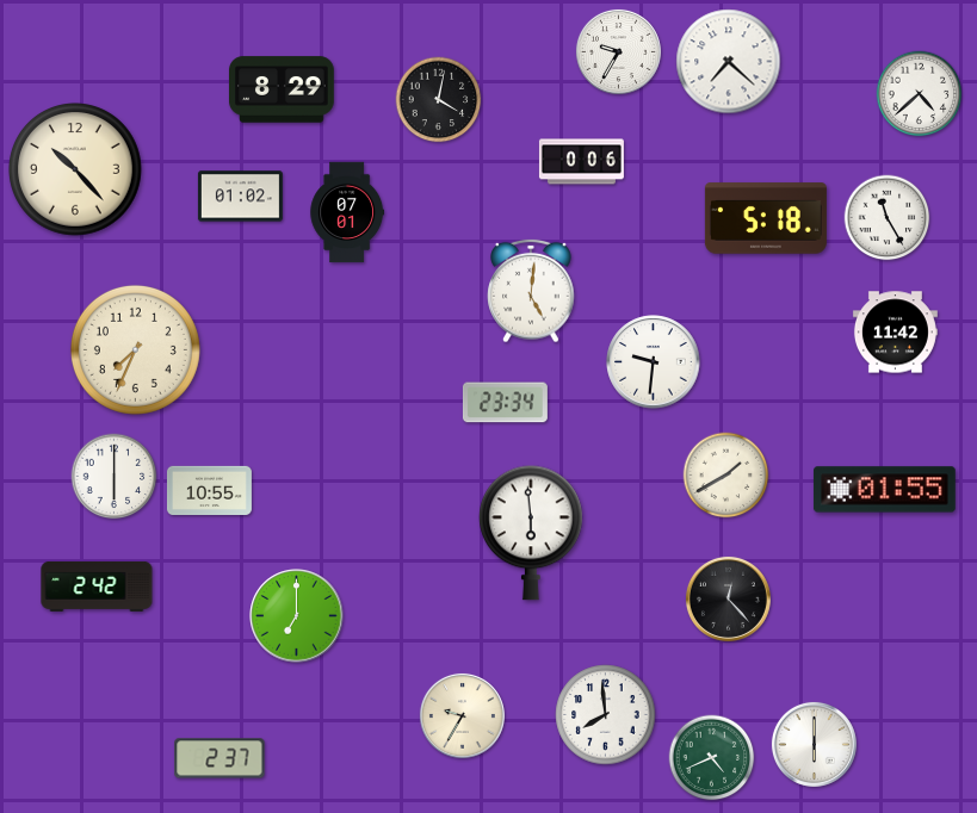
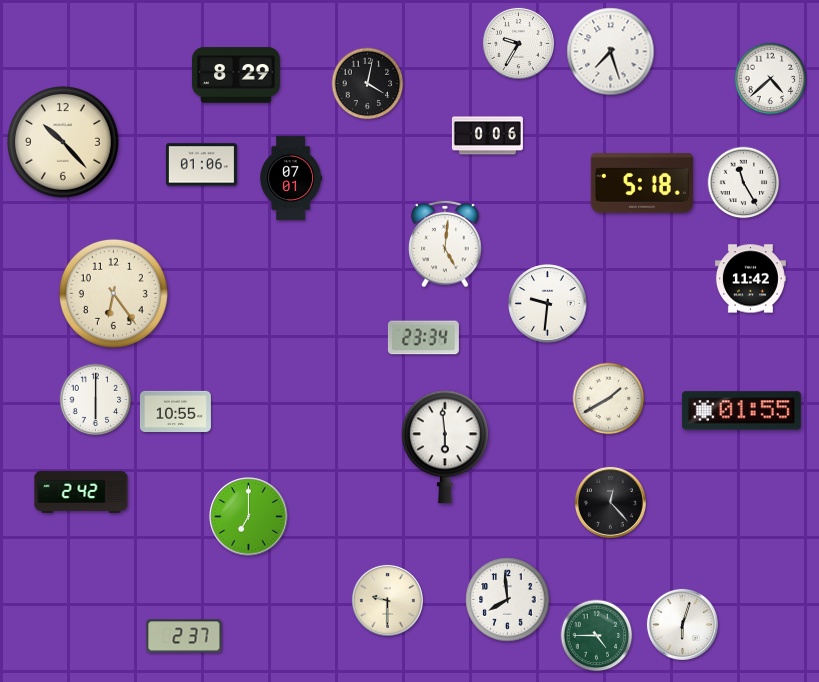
clock at (729, 62): 7:22 -> 7:27
clock at (240, 197): 01:02 -> 01:06
clock at (135, 349): 7:34 -> 6:24
clock at (462, 715): 9:35 -> 9:30
clock at (814, 744): 6:00 -> 6:03
clock at (712, 758): 4:41 -> 4:45
